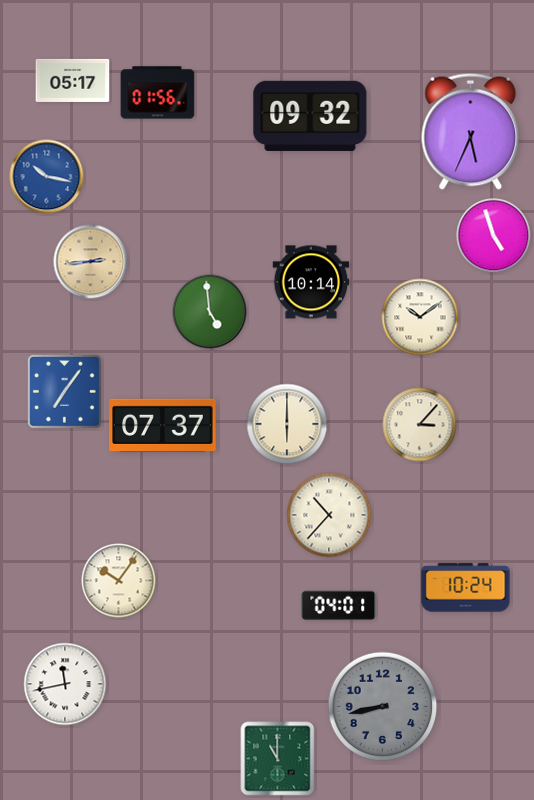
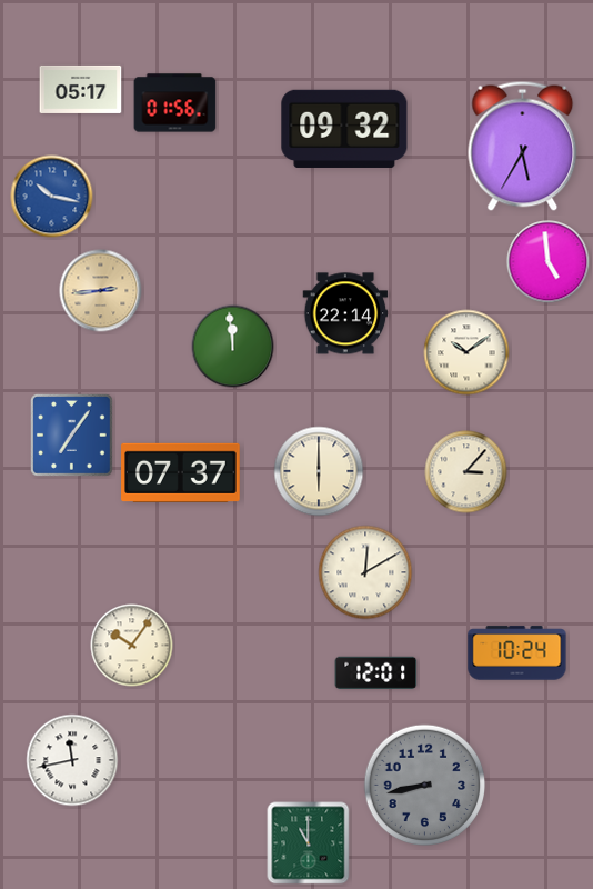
clock at (471, 131): 5:34 -> 5:35
clock at (494, 236): 4:57 -> 4:59
clock at (311, 282): 10:14 -> 22:14
clock at (210, 312): 4:59 -> 11:59
clock at (329, 515): 10:37 -> 12:10
clock at (339, 605): 04:01 -> 12:01
